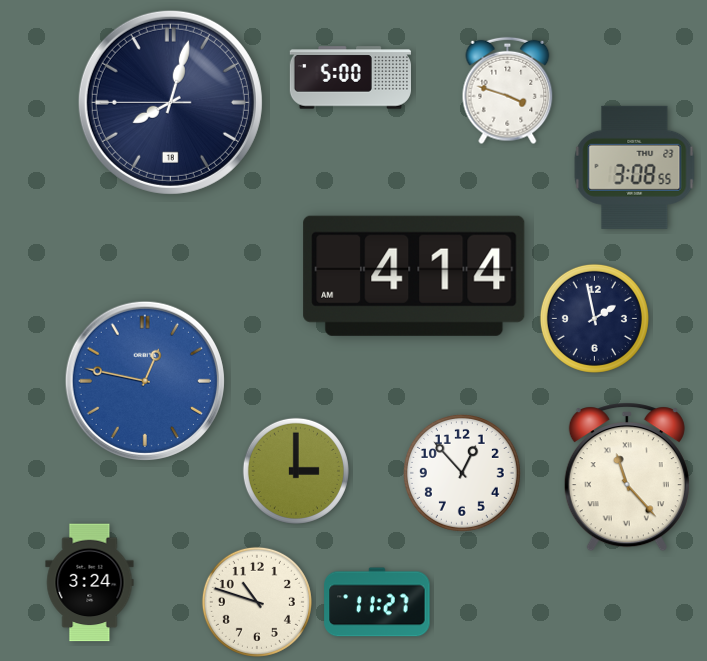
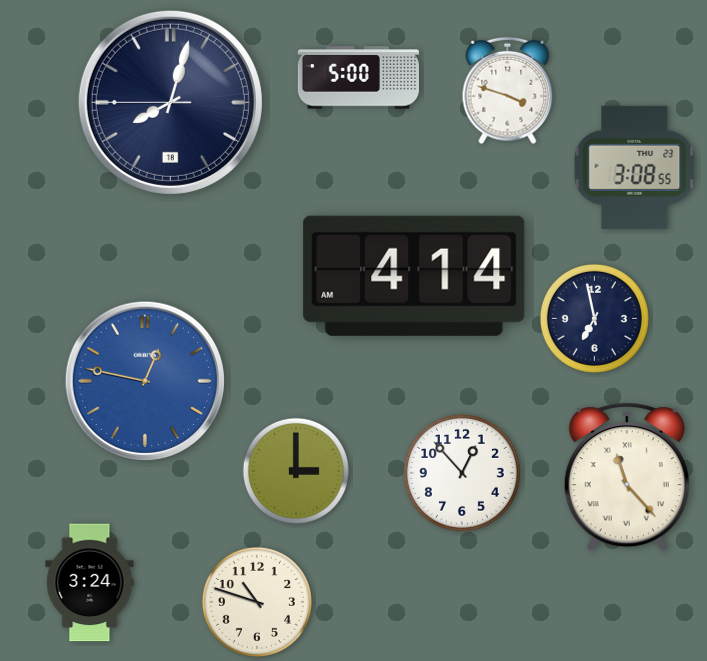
clock at (350, 78) position: (350, 78) -> (358, 78)
clock at (594, 318): 1:58 -> 6:58
clock at (377, 602): 11:27 -> none
